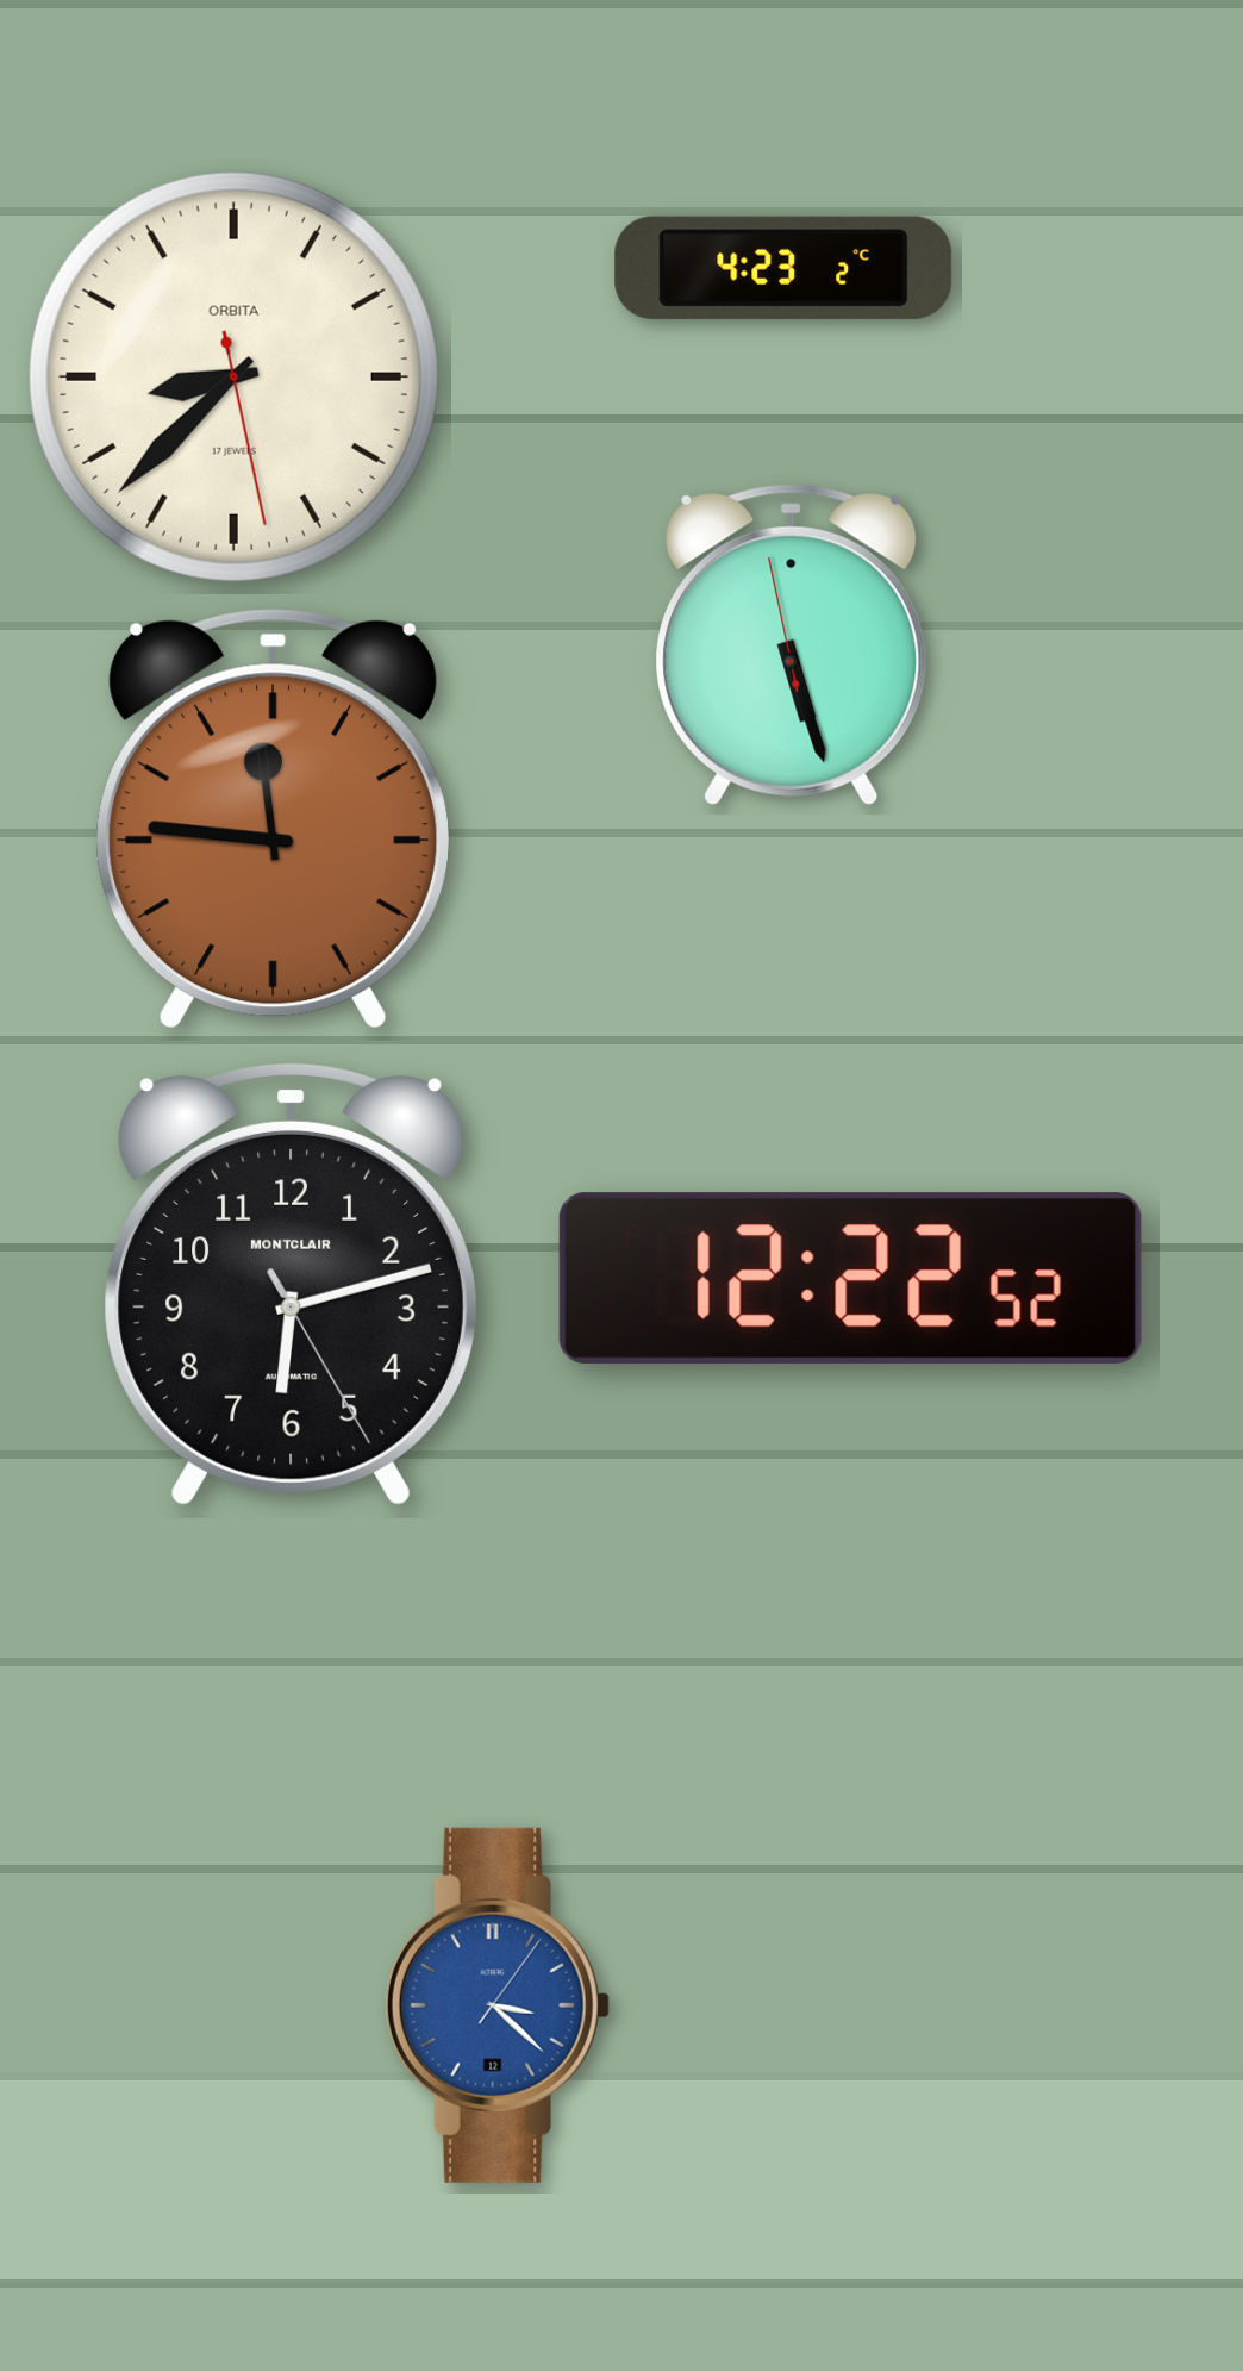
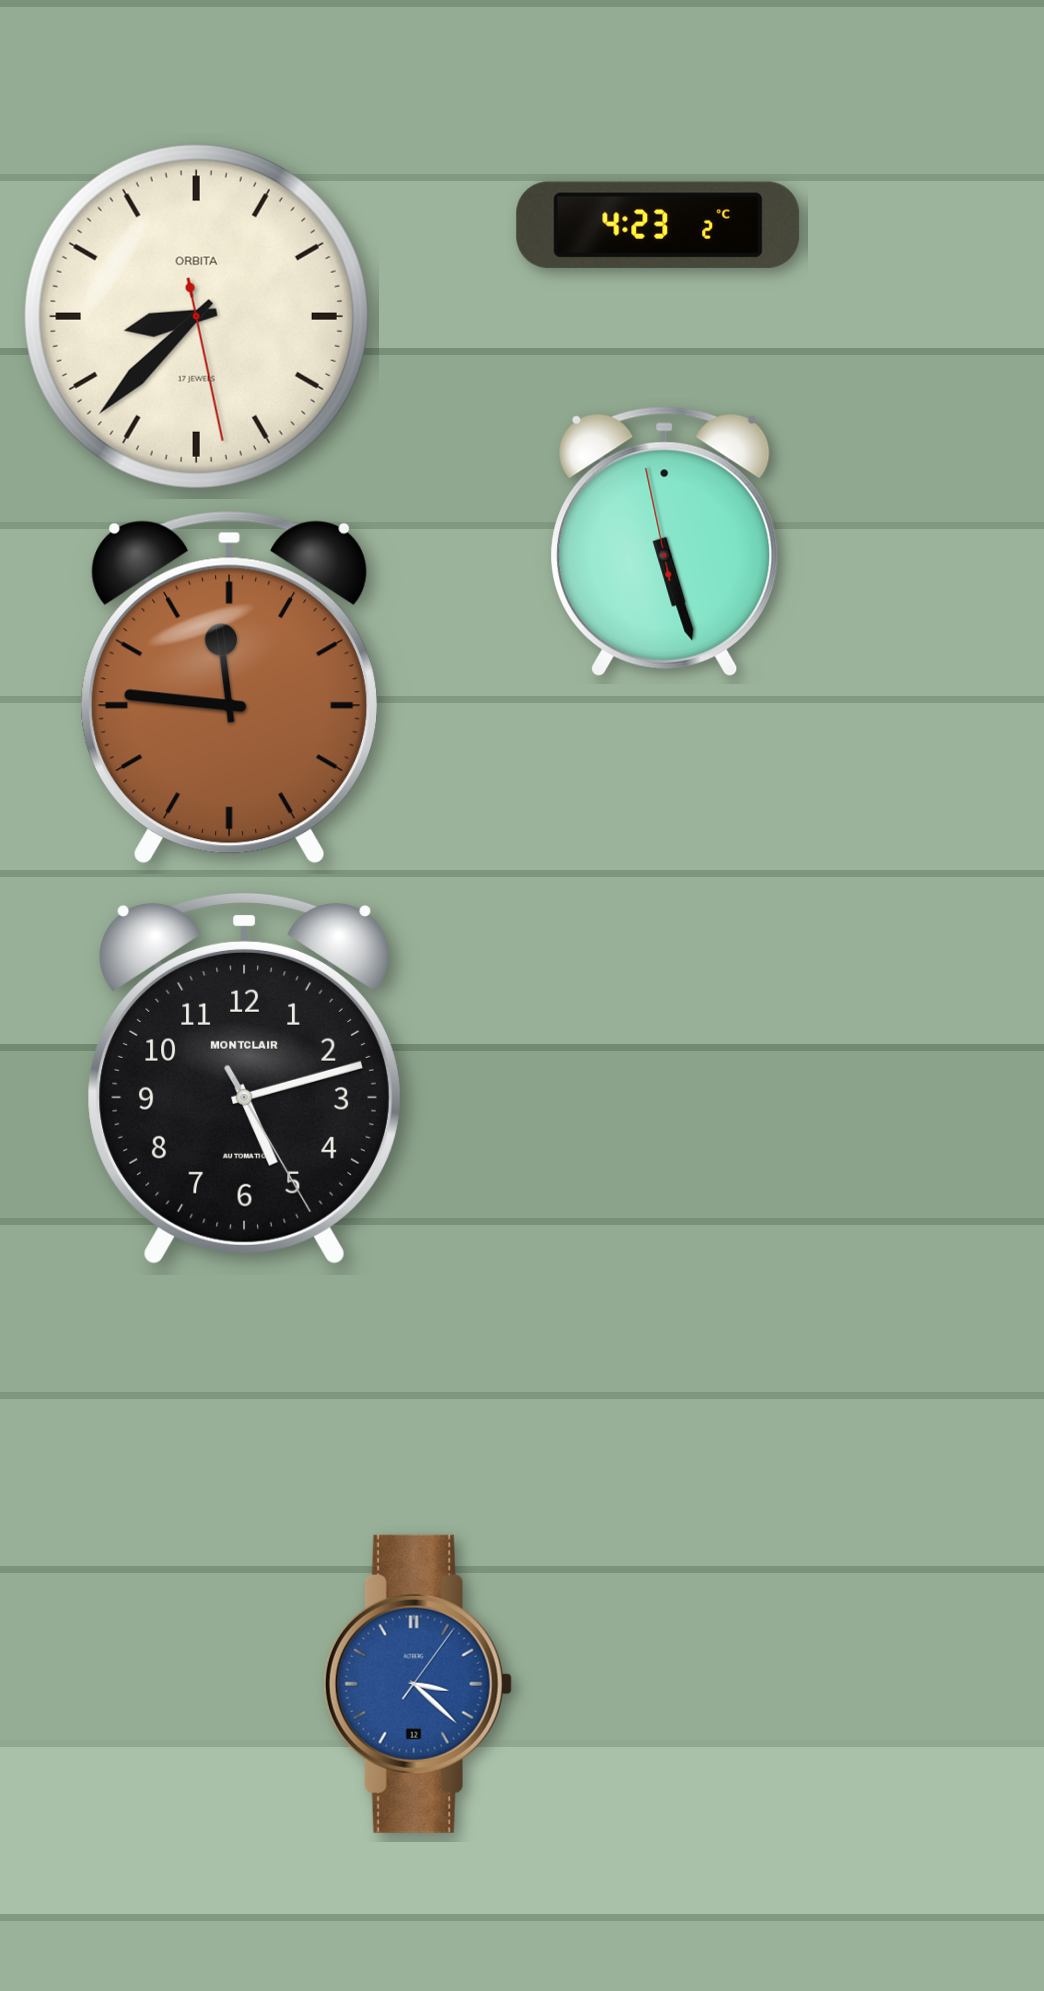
clock at (850, 1278): 12:22 -> none
clock at (291, 1284): 6:12 -> 5:12
